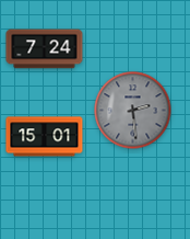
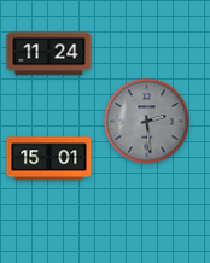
clock at (45, 49): 7:24 -> 11:24
clock at (45, 137) position: (45, 137) -> (49, 159)
